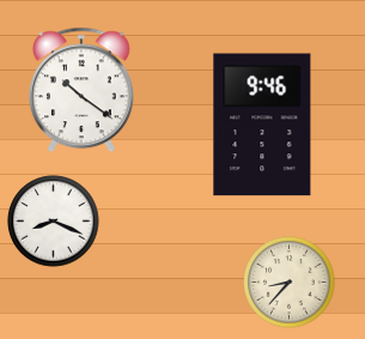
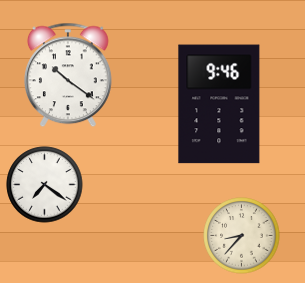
clock at (54, 222): 8:19 -> 7:21
